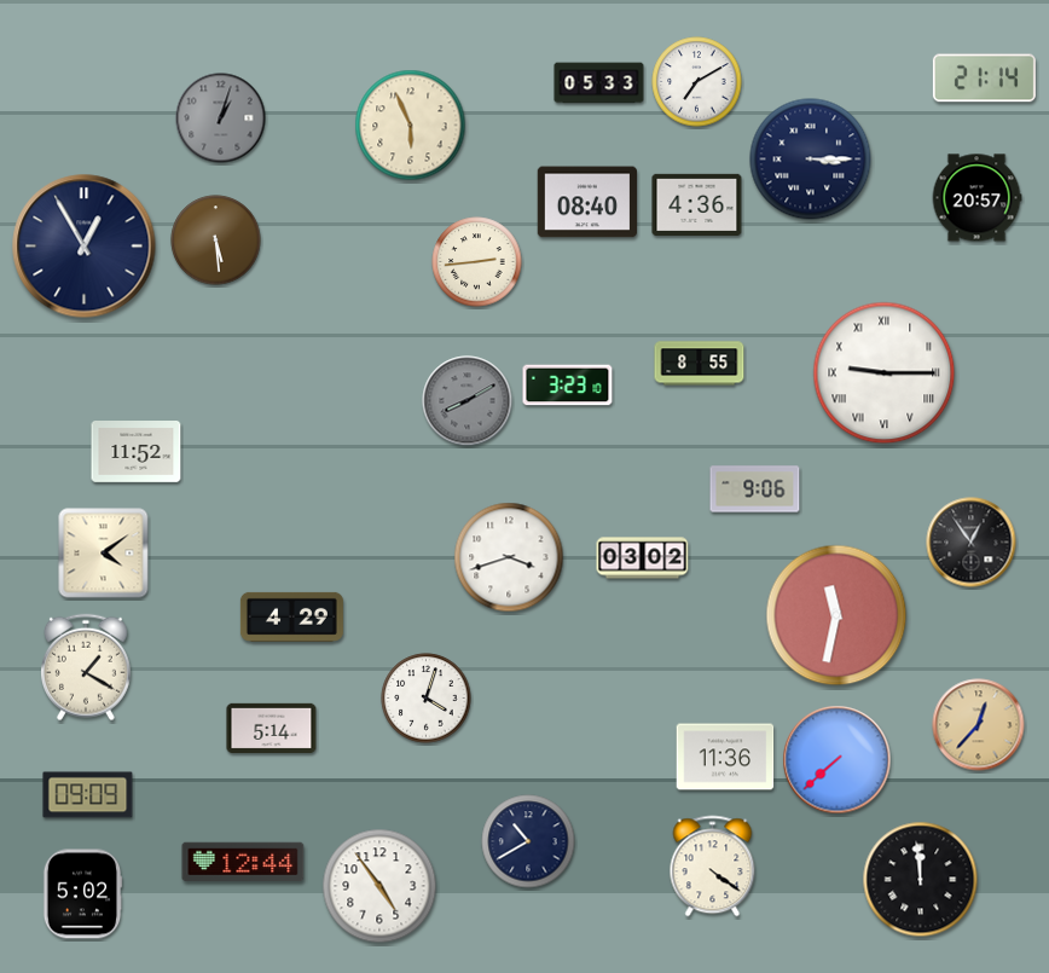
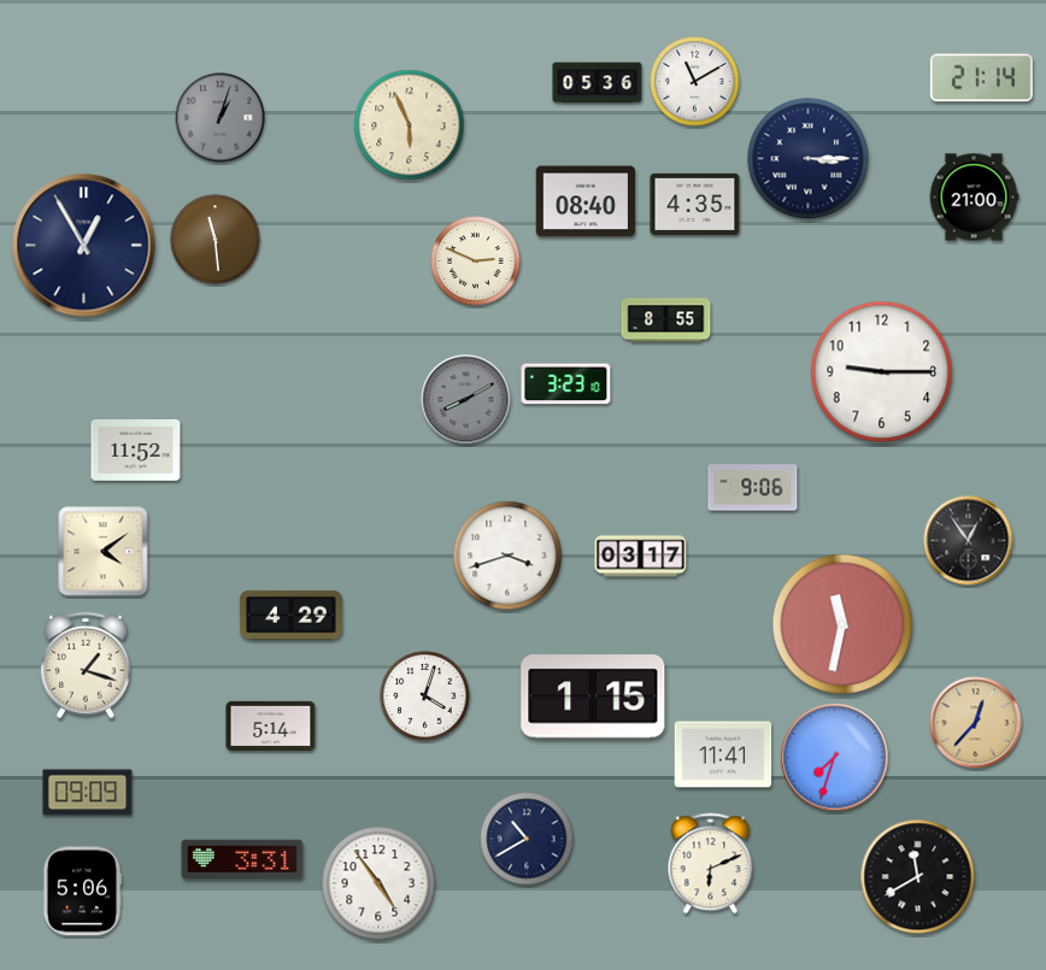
clock at (697, 82): 7:10 -> 11:10
clock at (599, 83): 05:33 -> 05:36
clock at (976, 198): 20:57 -> 21:00
clock at (697, 204): 4:36 -> 4:35
clock at (216, 241): 5:29 -> 11:29
clock at (477, 262): 2:44 -> 2:49
clock at (700, 364) position: (700, 364) -> (666, 321)
clock at (885, 373) numerals: Roman -> Arabic
clock at (643, 558): 03:02 -> 03:17
clock at (836, 615) position: (836, 615) -> (842, 624)
clock at (86, 667): 1:20 -> 1:18
clock at (593, 696): none -> 1:15
clock at (725, 757): 11:36 -> 11:41
clock at (838, 760): 7:38 -> 7:33
clock at (243, 861): 12:44 -> 3:31
clock at (713, 867): 4:21 -> 6:11
clock at (921, 880): 11:59 -> 11:40
clock at (82, 894): 5:02 -> 5:06
